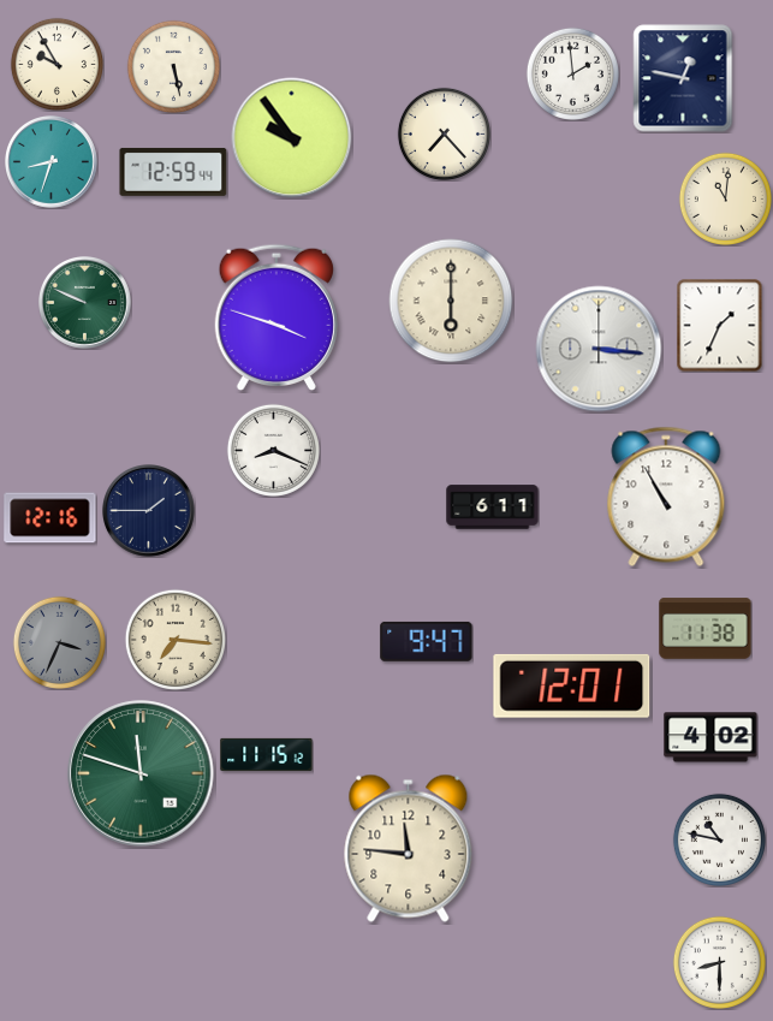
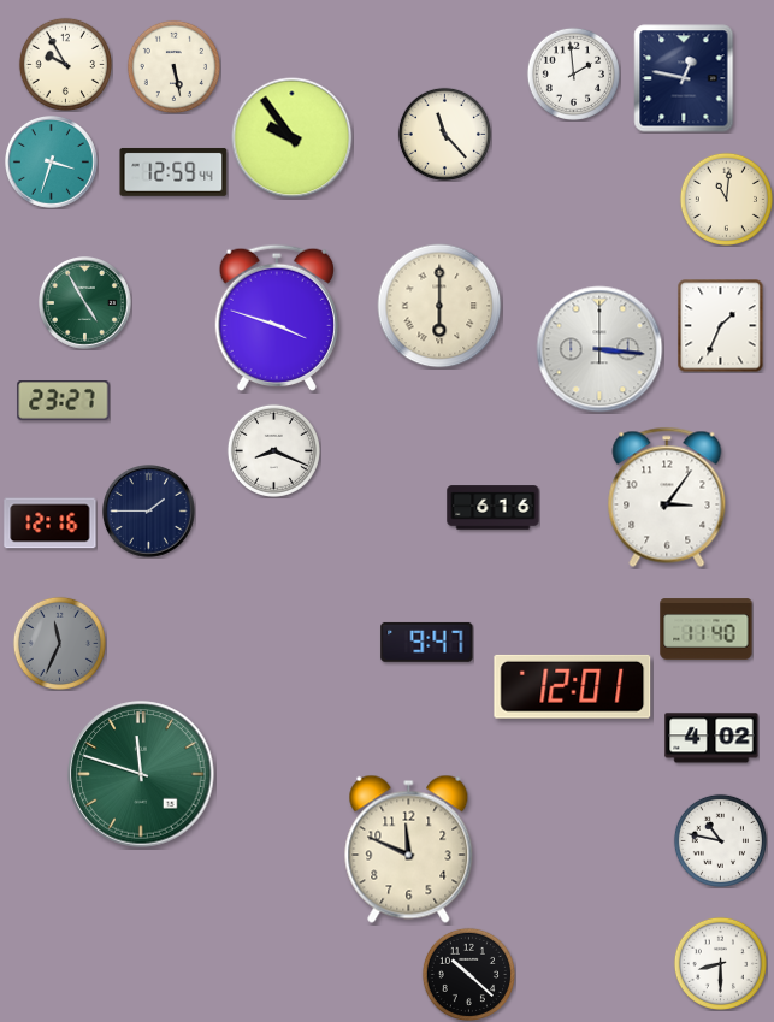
clock at (57, 64) position: (57, 64) -> (65, 64)
clock at (444, 133): 7:23 -> 11:23
clock at (52, 162): 8:33 -> 3:33
clock at (451, 301) position: (451, 301) -> (439, 306)
clock at (85, 303): 9:49 -> 4:55
clock at (64, 401): none -> 23:27
clock at (666, 497): 10:55 -> 3:06
clock at (493, 507): 6:11 -> 6:16
clock at (50, 518) position: (50, 518) -> (51, 524)
clock at (706, 629): 11:38 -> 11:40
clock at (176, 640): 7:16 -> none
clock at (59, 642): 3:34 -> 11:34
clock at (267, 754): 11:15 -> none
clock at (409, 848): 11:46 -> 11:49
clock at (468, 974): none -> 10:22
